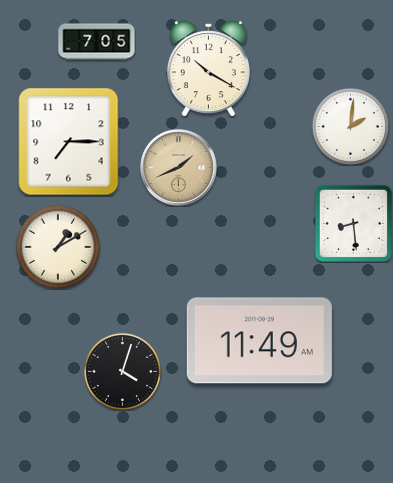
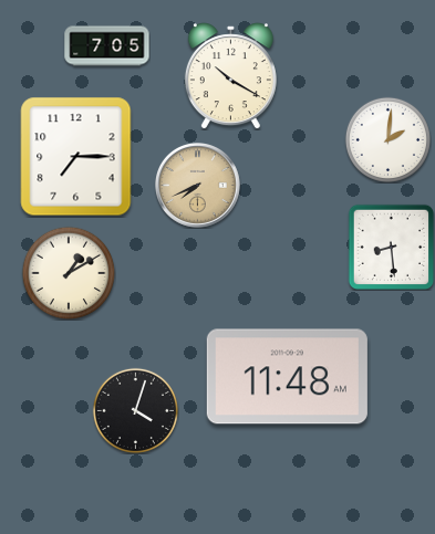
clock at (179, 168): 1:41 -> 7:41
clock at (58, 247) position: (58, 247) -> (69, 273)
clock at (259, 341): 11:49 -> 11:48
